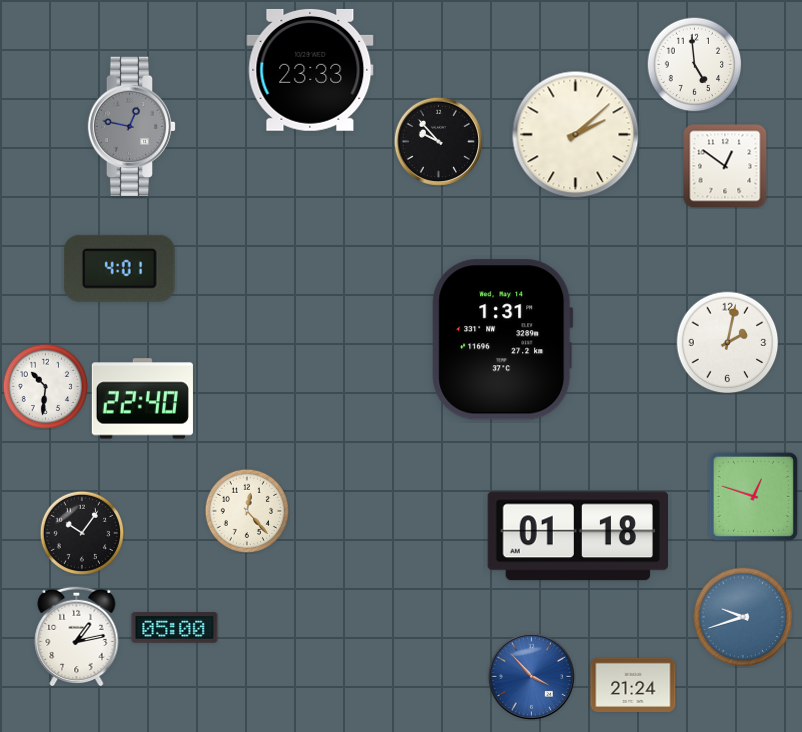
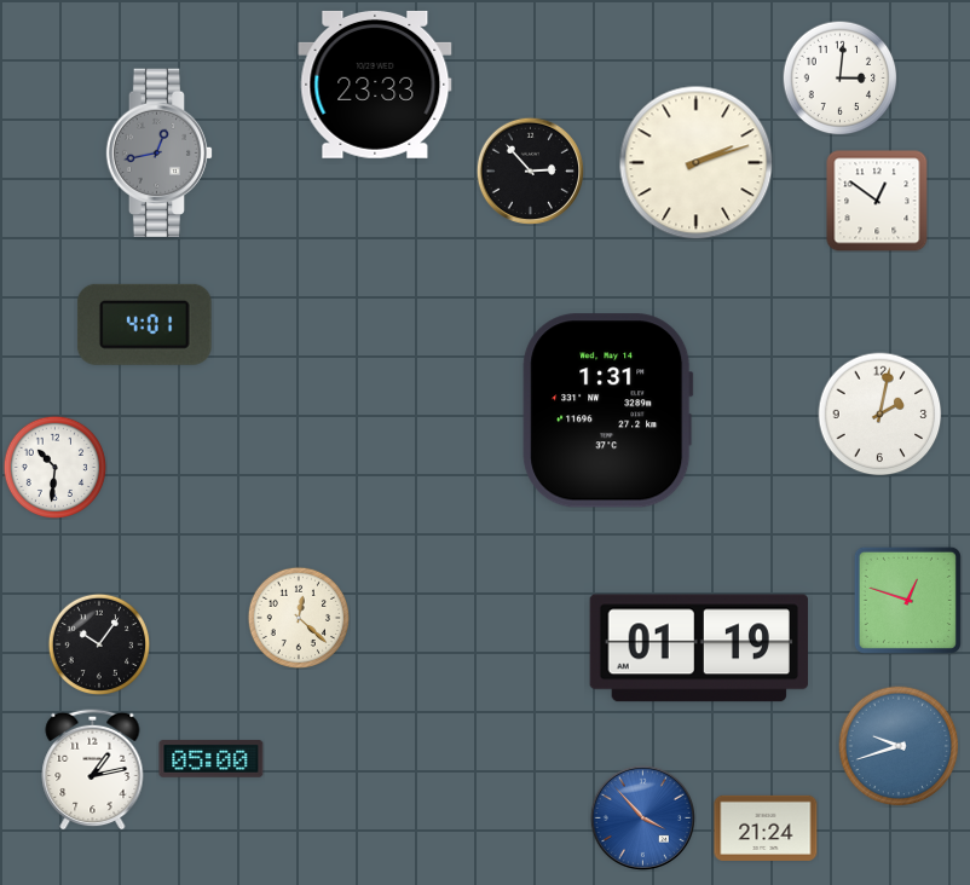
clock at (694, 64): 4:59 -> 3:01
clock at (132, 127): 12:47 -> 12:43
clock at (576, 135): 2:08 -> 2:12
clock at (438, 141): 9:53 -> 2:53
clock at (142, 399): 22:40 -> none
clock at (753, 496) position: (753, 496) -> (907, 600)
clock at (246, 510): 12:23 -> 12:22
clock at (577, 536): 01:18 -> 01:19
